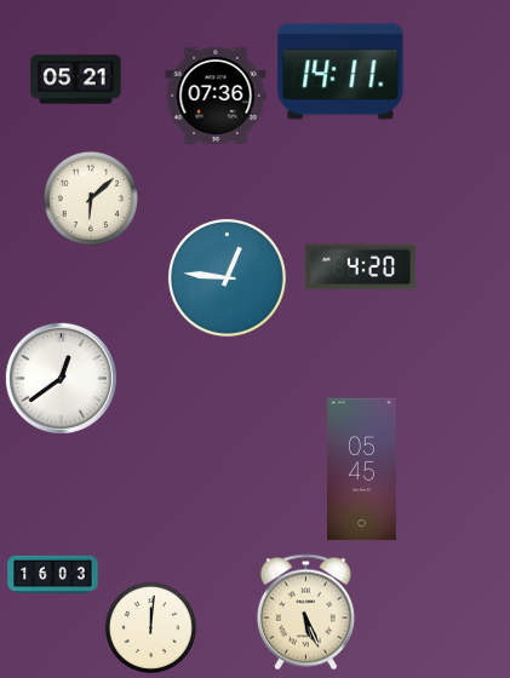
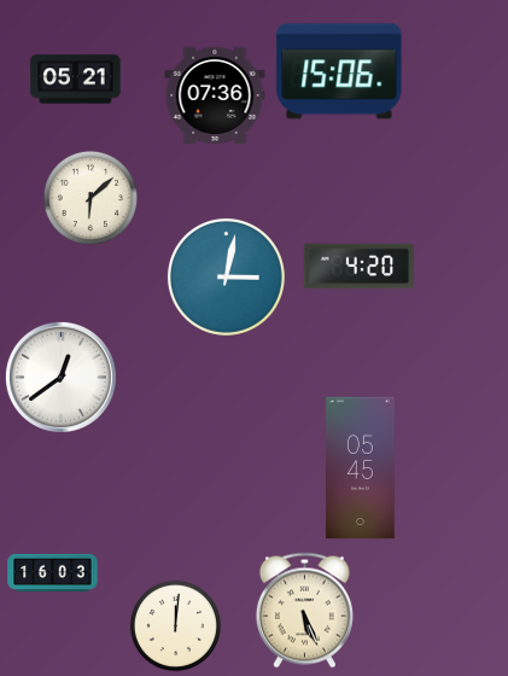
clock at (340, 71): 14:11 -> 15:06
clock at (227, 277): 12:46 -> 3:02
clock at (150, 627) position: (150, 627) -> (175, 625)
